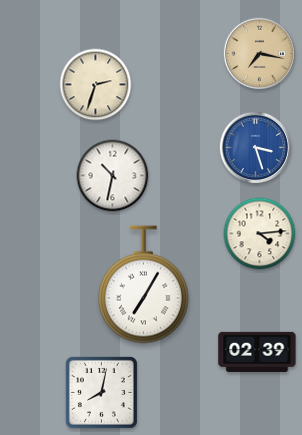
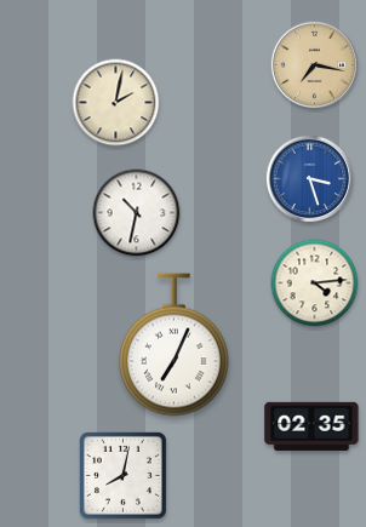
clock at (96, 85): 2:33 -> 2:02
clock at (143, 285): 7:05 -> 7:04
clock at (257, 352): 02:39 -> 02:35
